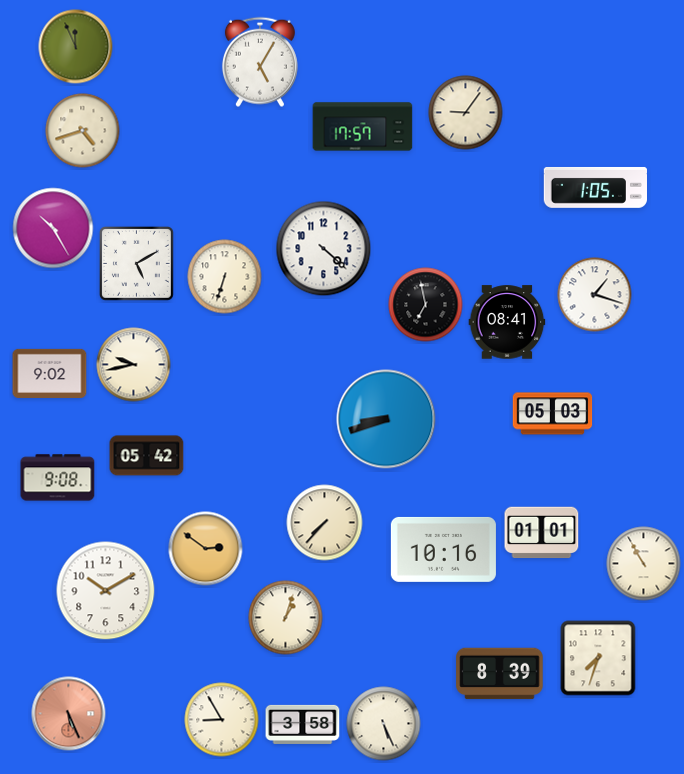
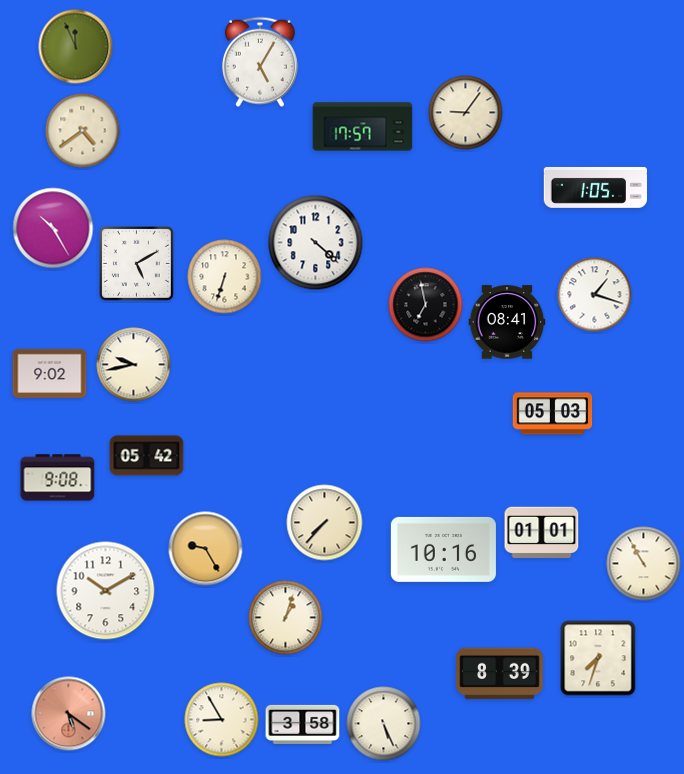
clock at (83, 131): 4:42 -> 4:39
clock at (324, 249) position: (324, 249) -> (316, 243)
clock at (386, 419): 8:42 -> none
clock at (206, 549): 2:51 -> 9:25
clock at (69, 714): 5:26 -> 5:21
